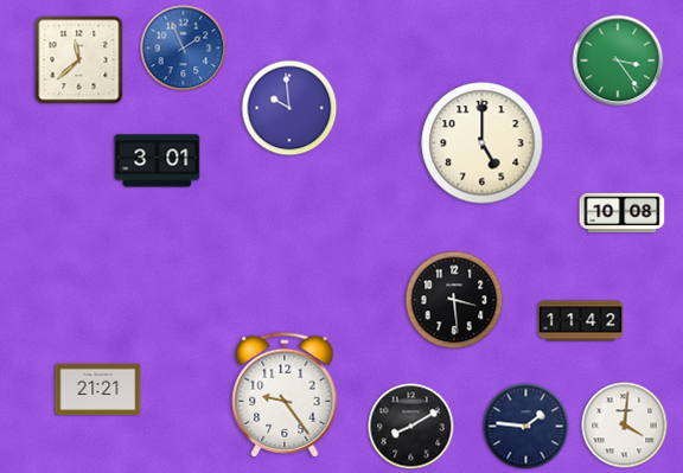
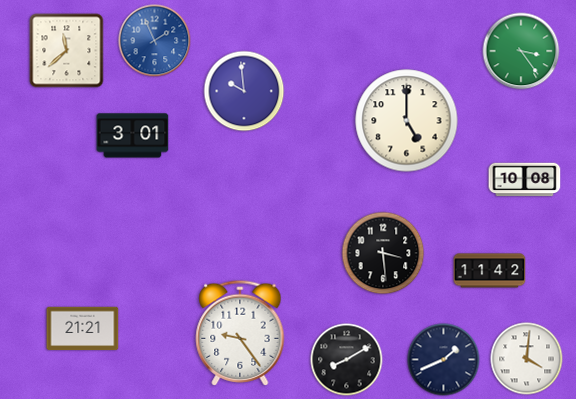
clock at (526, 427): 1:46 -> 1:41
